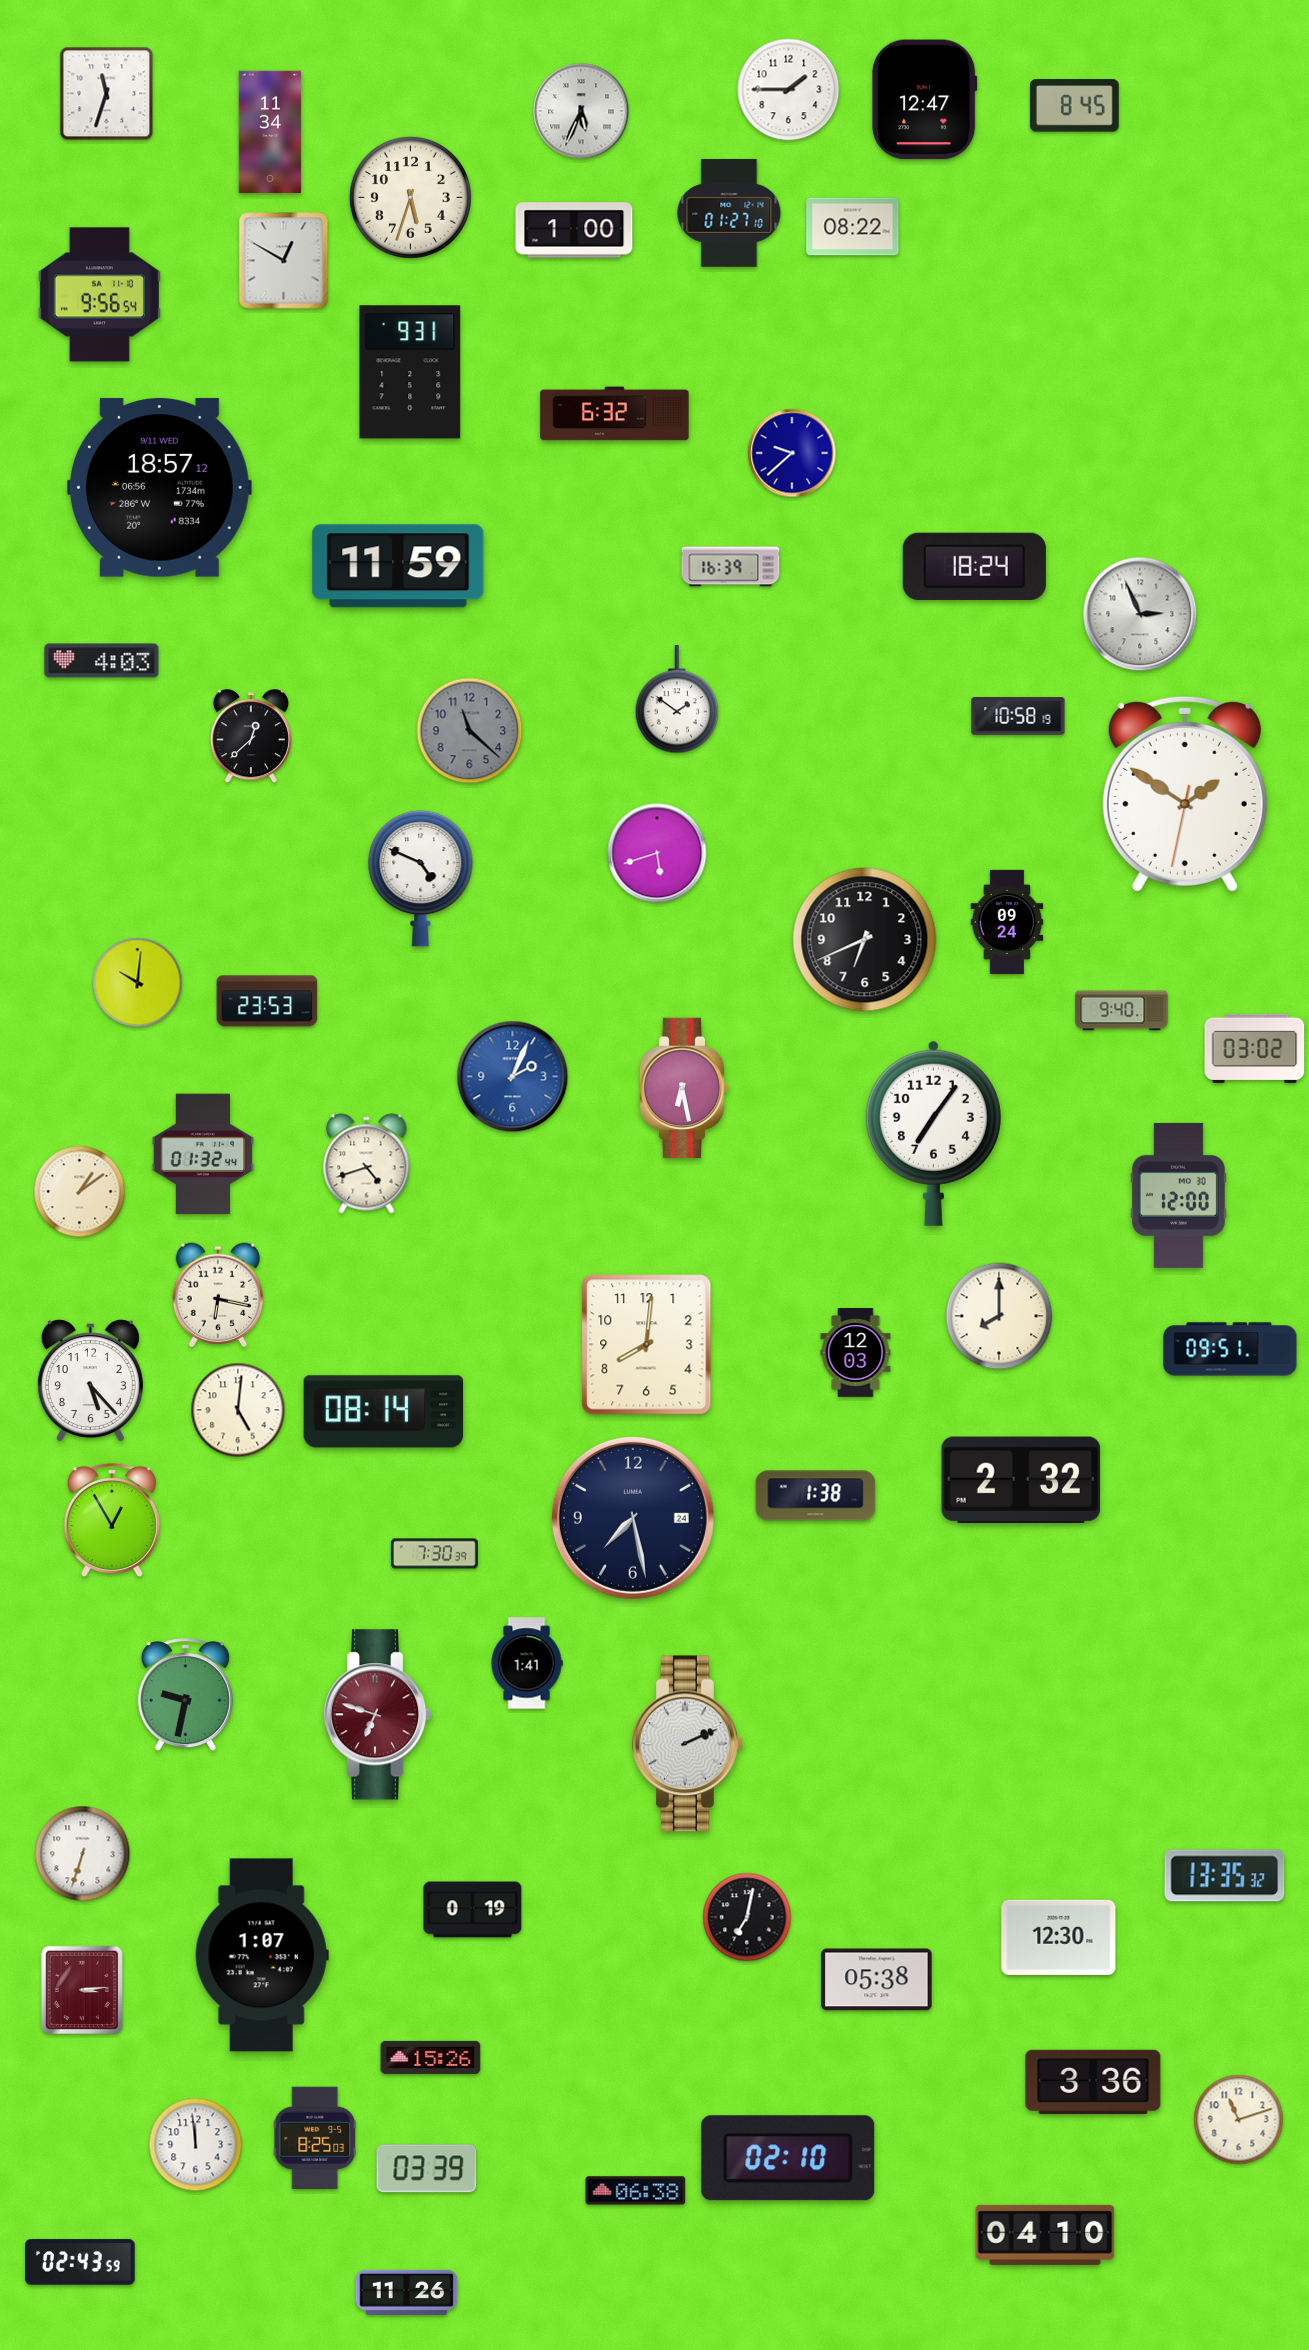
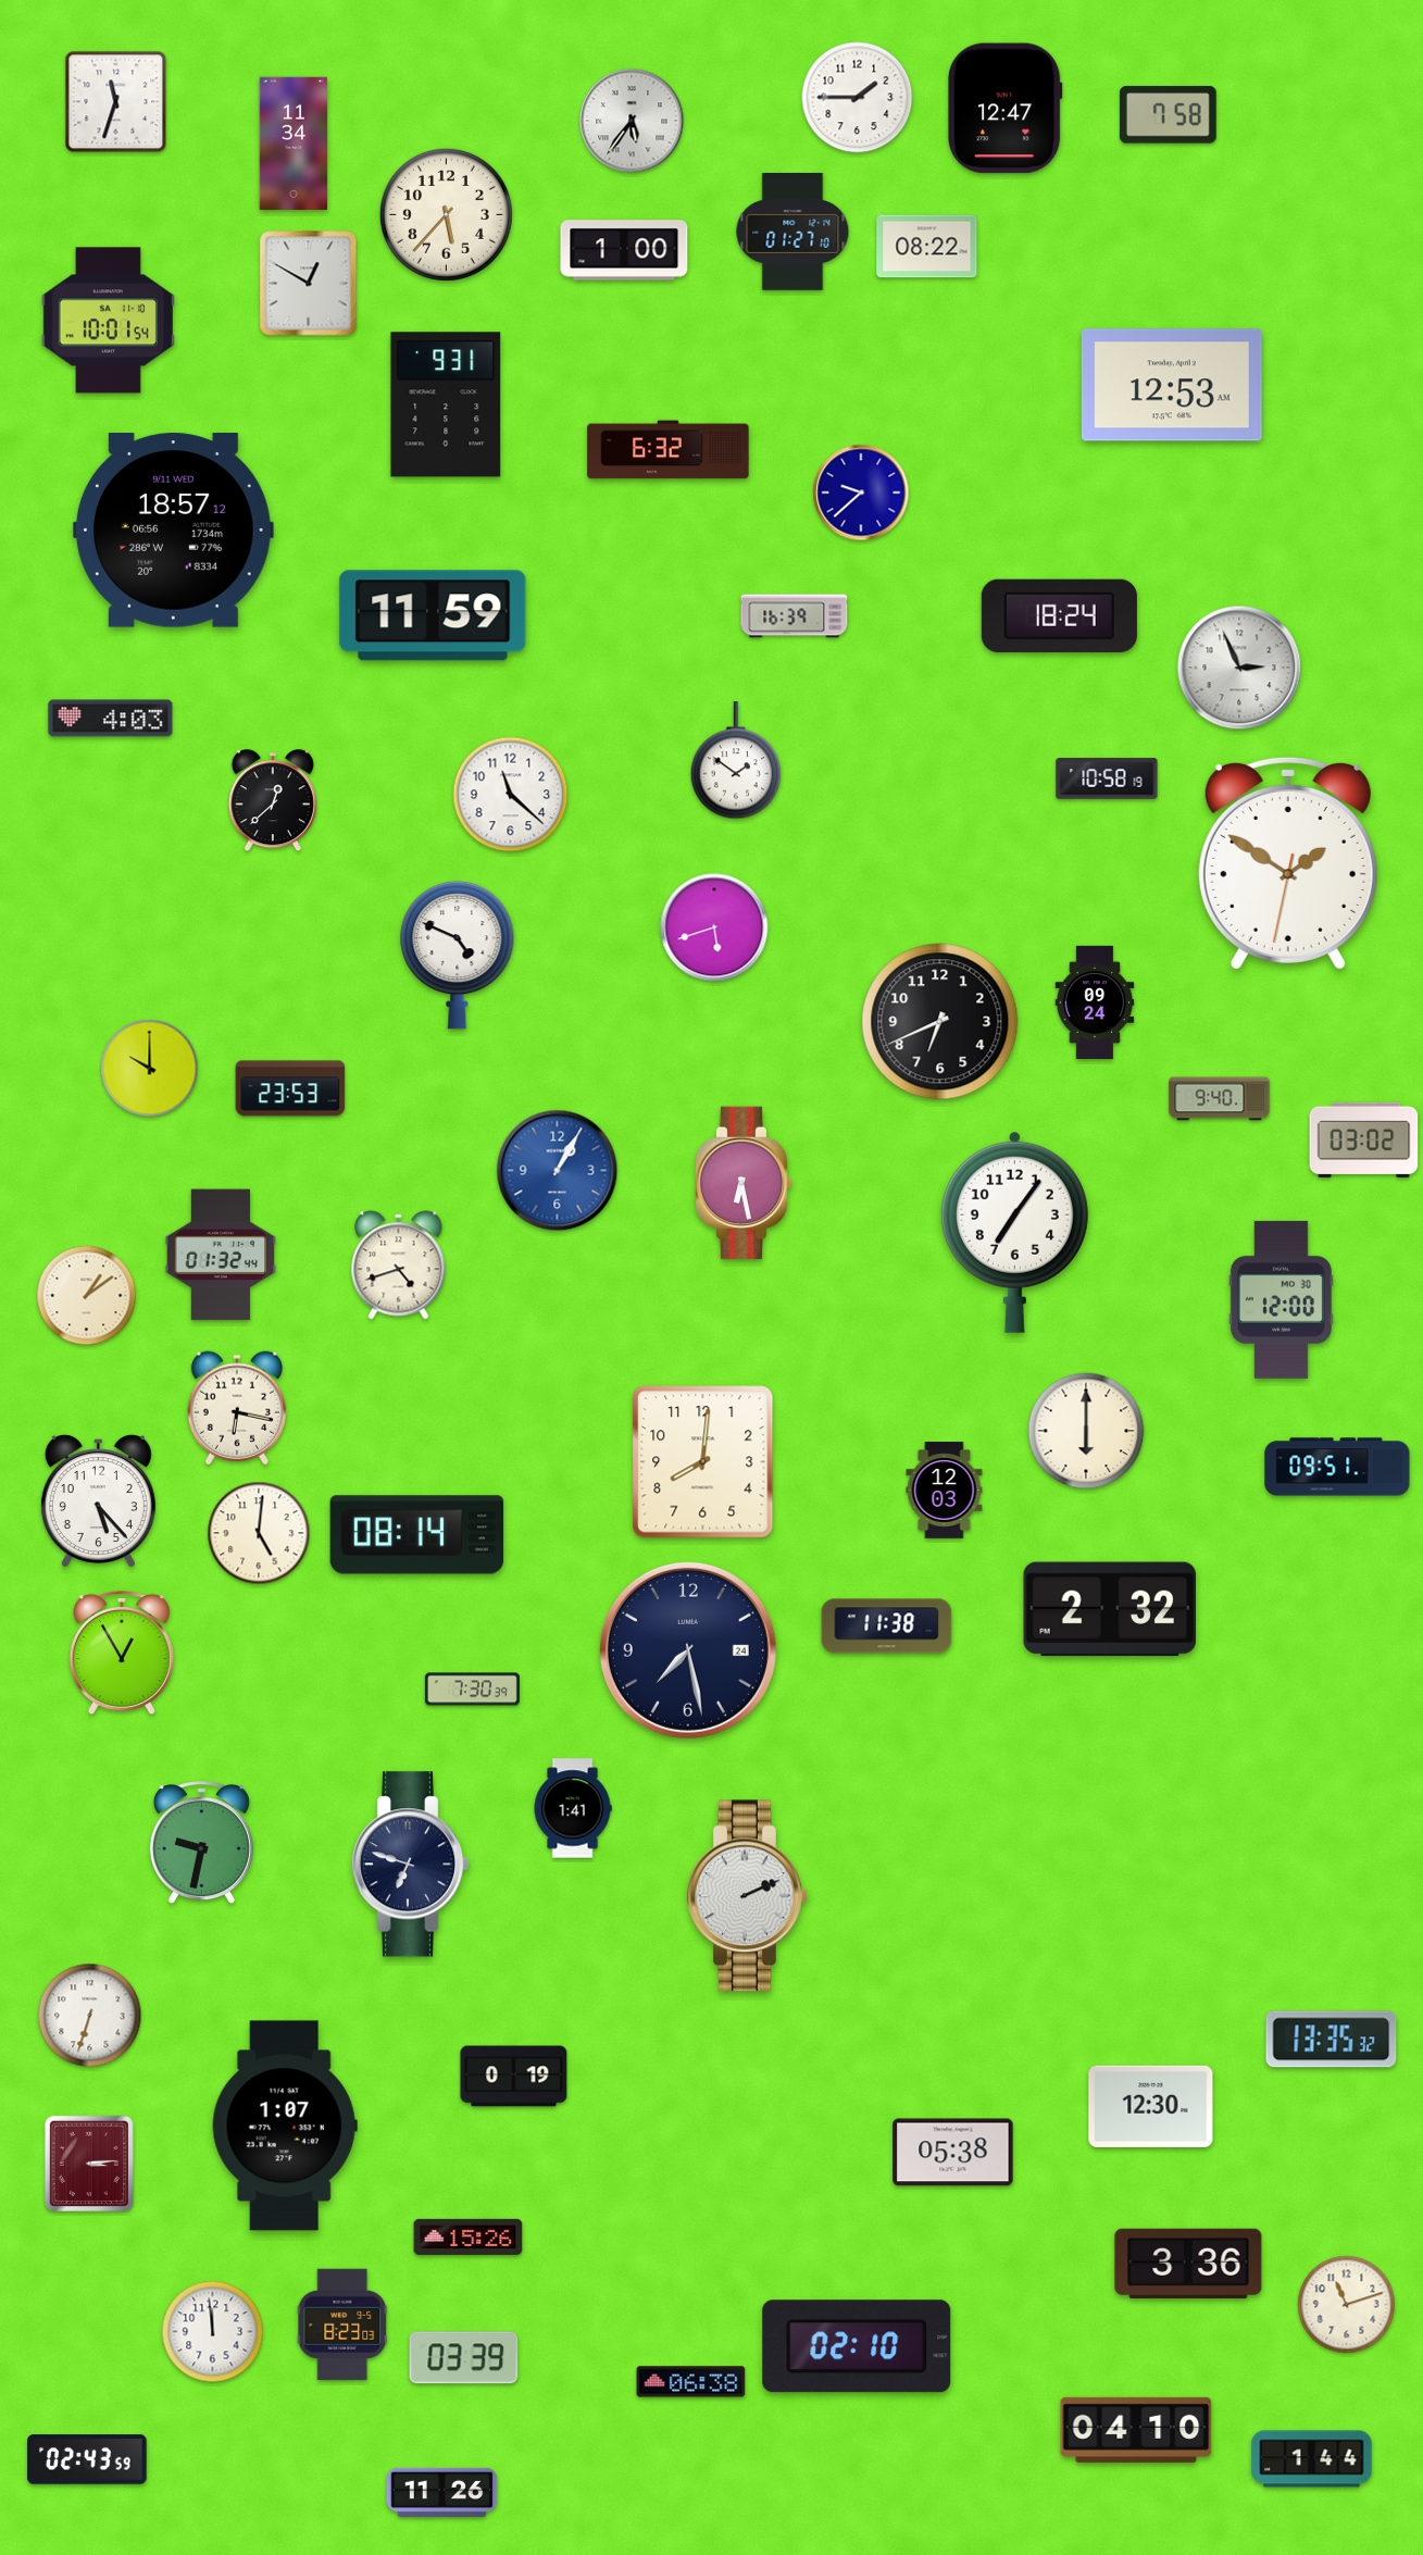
clock at (1074, 106): 8:45 -> 7:58
clock at (581, 111): 5:34 -> 5:36
clock at (410, 197): 5:33 -> 5:37
clock at (99, 295): 9:56 -> 10:01
clock at (1172, 385): none -> 12:53
clock at (470, 731) dial: grey -> white
clock at (138, 983): 10:01 -> 10:00
clock at (513, 1077): 2:04 -> 1:05
clock at (999, 1316): 8:00 -> 6:00
clock at (856, 1353) position: (856, 1353) -> (945, 1491)
clock at (816, 1496): 1:38 -> 11:38
clock at (377, 1715) dial: burgundy -> navy
clock at (747, 1917): 7:02 -> none
clock at (315, 2138): 8:25 -> 8:23
clock at (1312, 2459): none -> 1:44
